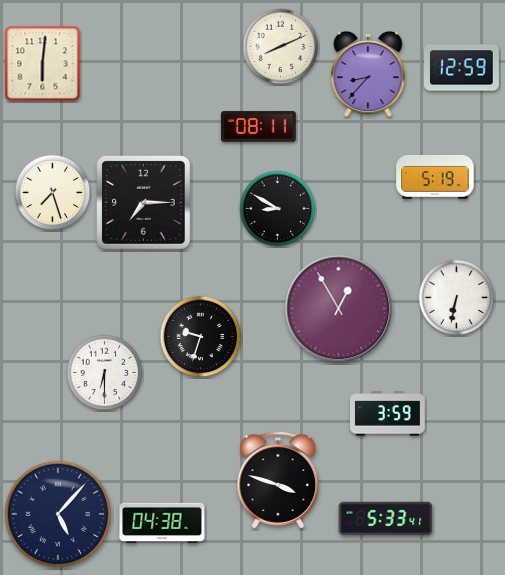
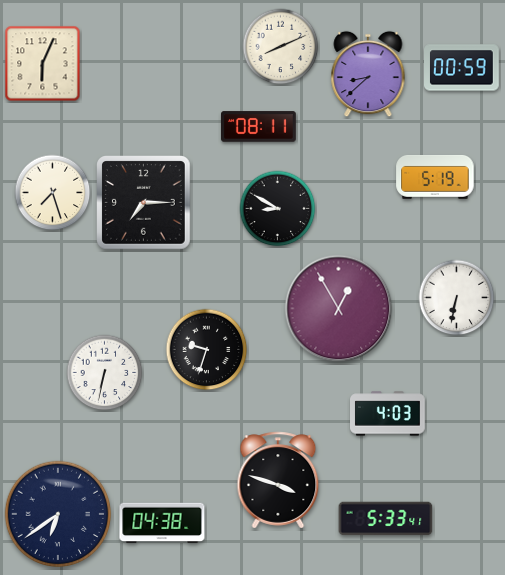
clock at (43, 64): 6:01 -> 6:04
clock at (462, 68): 12:59 -> 00:59
clock at (368, 74): 8:37 -> 8:38
clock at (201, 337) position: (201, 337) -> (207, 350)
clock at (105, 373): 6:30 -> 6:32
clock at (388, 414): 3:59 -> 4:03
clock at (57, 513): 5:07 -> 6:39
